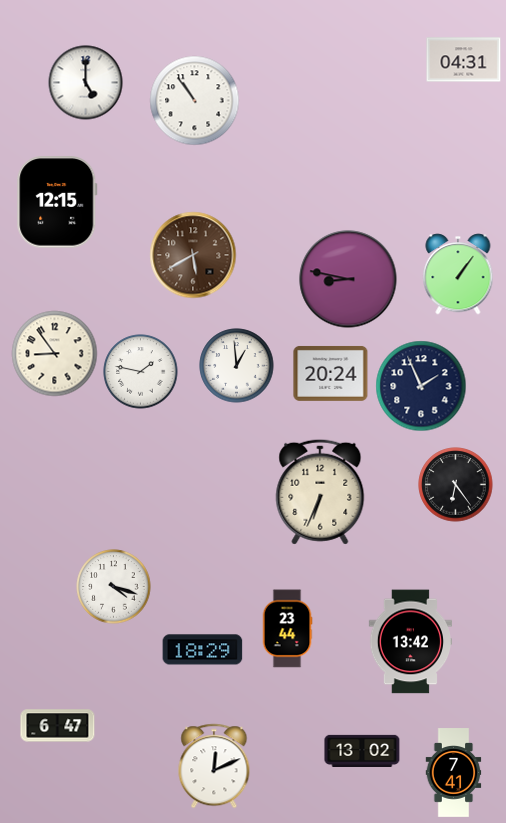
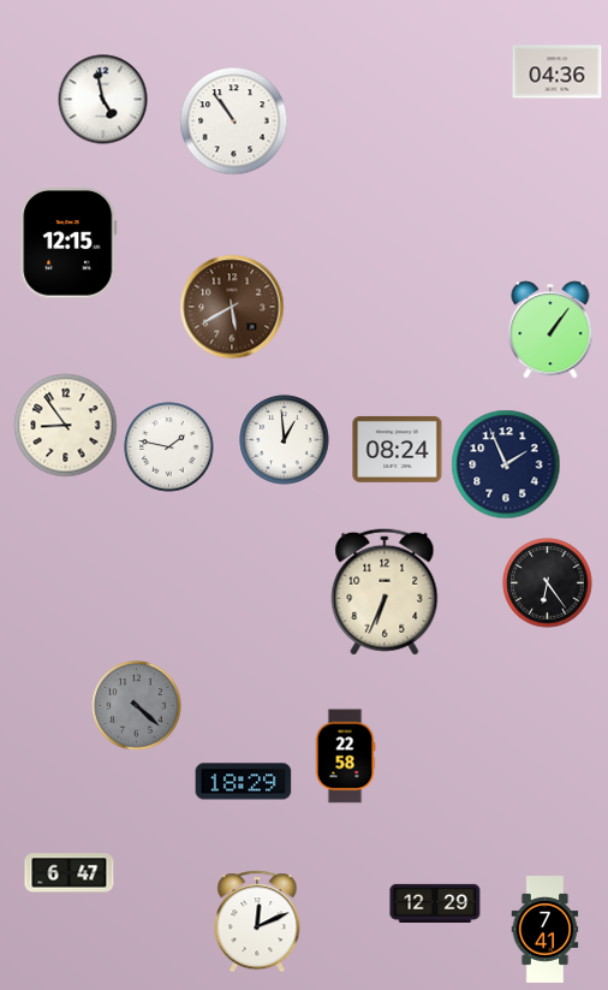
clock at (464, 60): 04:31 -> 04:36
clock at (86, 83): 5:00 -> 4:58
clock at (348, 279): 8:47 -> none
clock at (331, 374): 20:24 -> 08:24
clock at (114, 587): 4:18 -> 4:22
clock at (114, 587) dial: white -> grey
clock at (287, 629): 23:44 -> 22:58
clock at (410, 642): 13:42 -> none
clock at (362, 750): 13:02 -> 12:29
